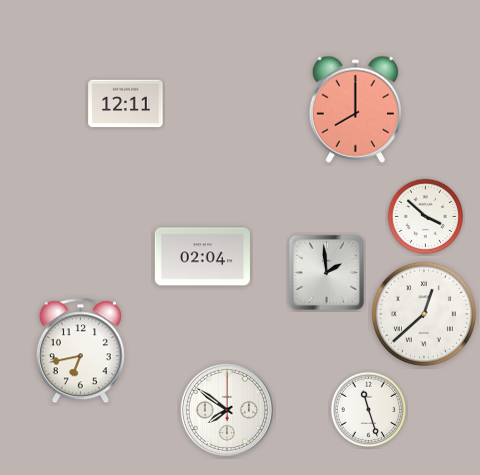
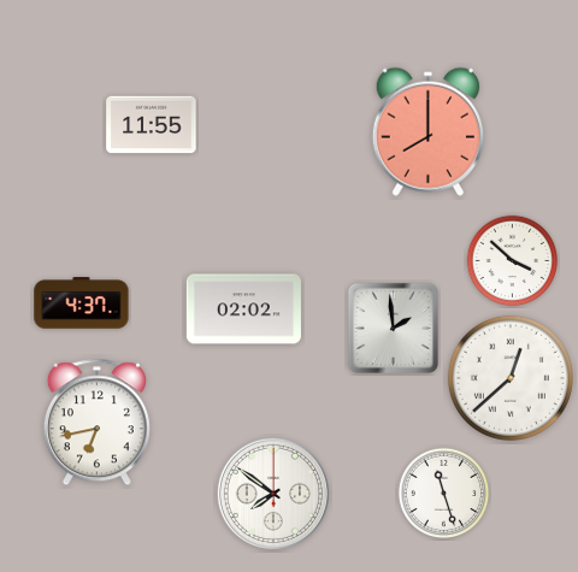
clock at (126, 104): 12:11 -> 11:55
clock at (82, 303): none -> 4:37
clock at (202, 257): 02:04 -> 02:02
